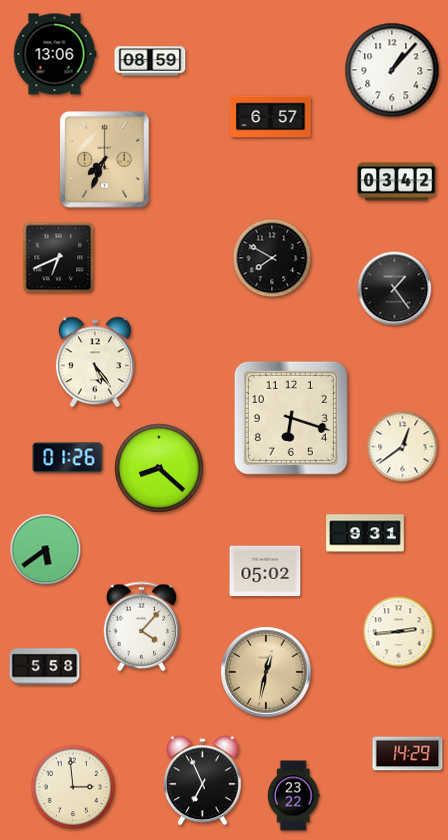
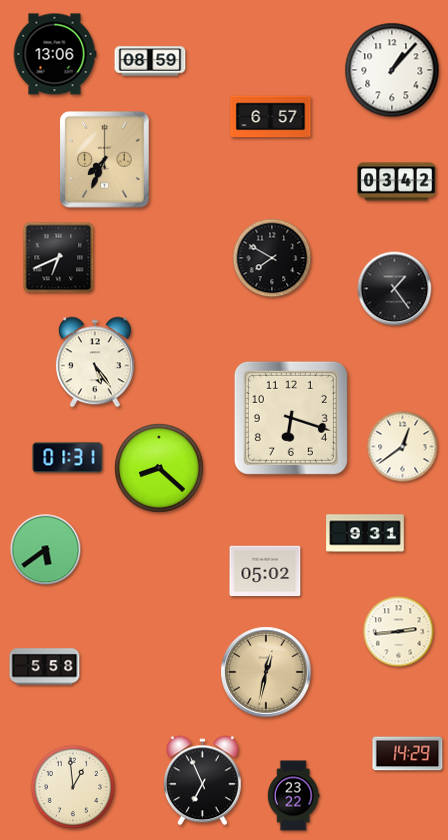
clock at (68, 458): 01:26 -> 01:31
clock at (142, 627): 4:07 -> none
clock at (72, 786): 2:59 -> 12:59
